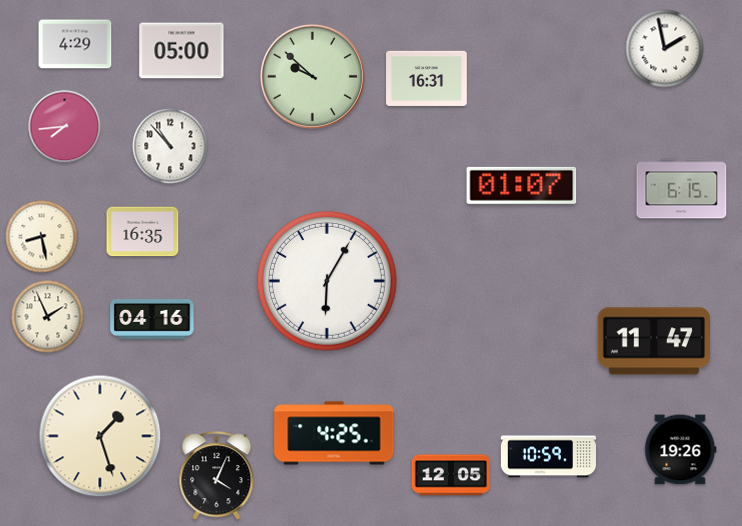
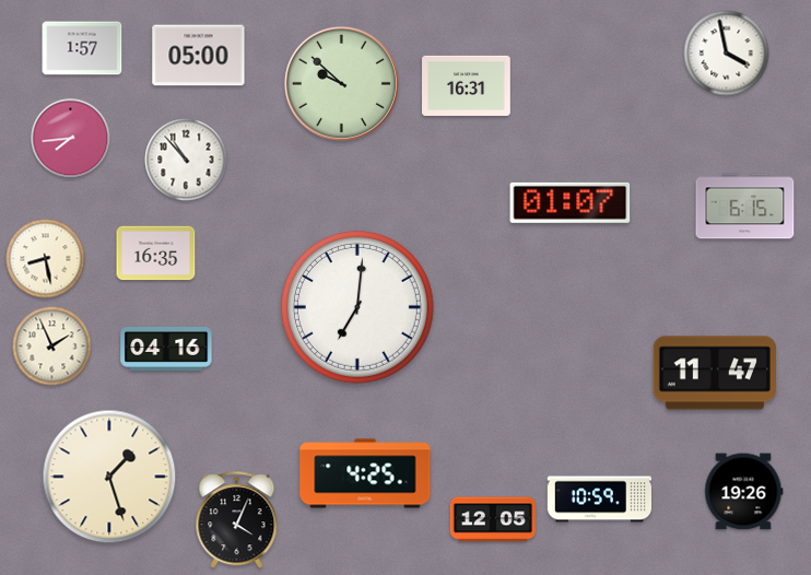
clock at (75, 44): 4:29 -> 1:57
clock at (665, 49): 1:58 -> 3:58
clock at (327, 281): 6:05 -> 7:01
